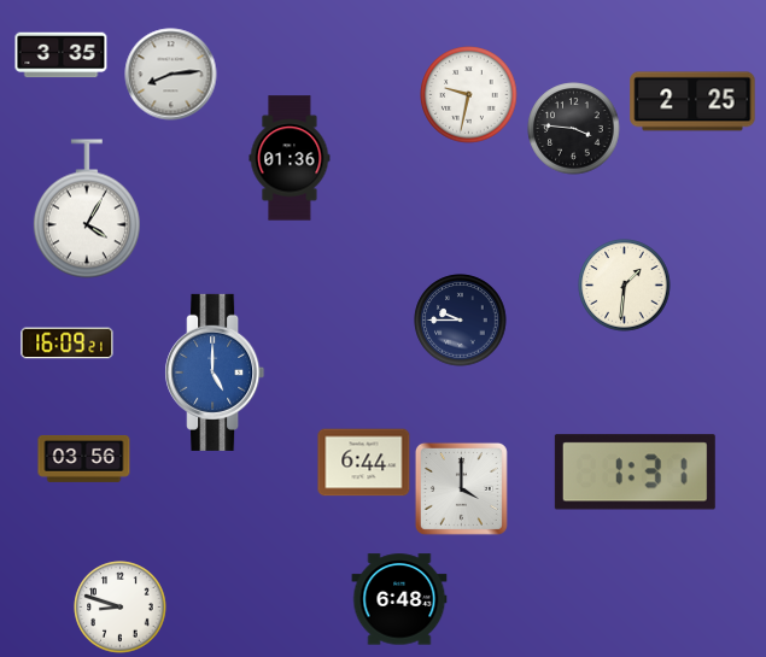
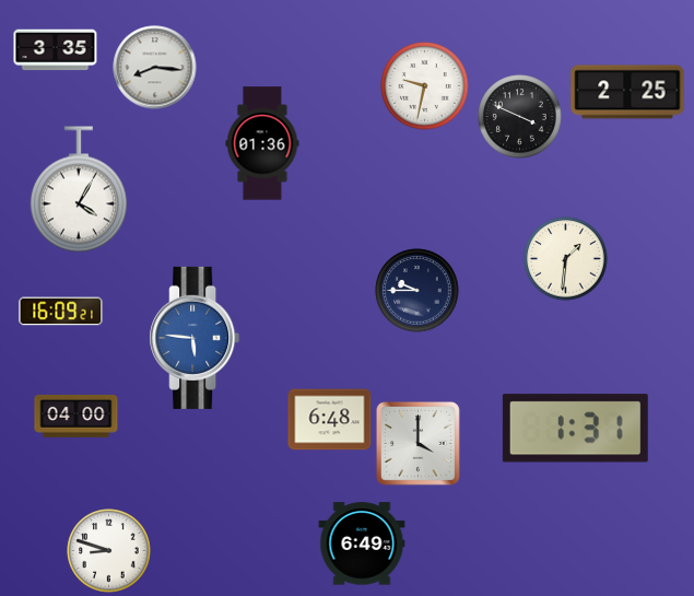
clock at (171, 75): 8:14 -> 8:16
clock at (574, 129): 3:46 -> 3:49
clock at (215, 373): 5:00 -> 5:46
clock at (84, 458): 03:56 -> 04:00
clock at (364, 463): 6:44 -> 6:48
clock at (399, 599): 6:48 -> 6:49
